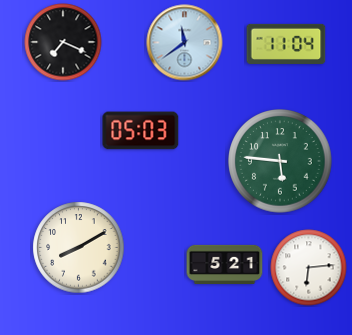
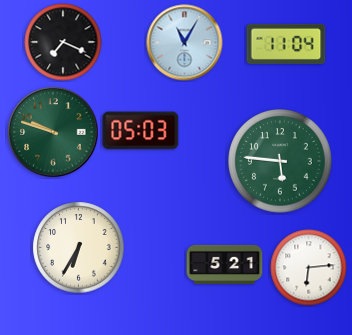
clock at (185, 43): 11:39 -> 11:05
clock at (53, 132): none -> 9:48
clock at (79, 248): 8:10 -> 6:35
